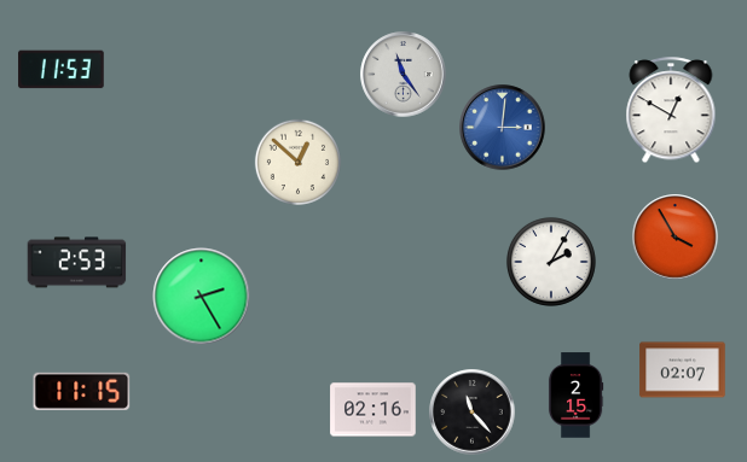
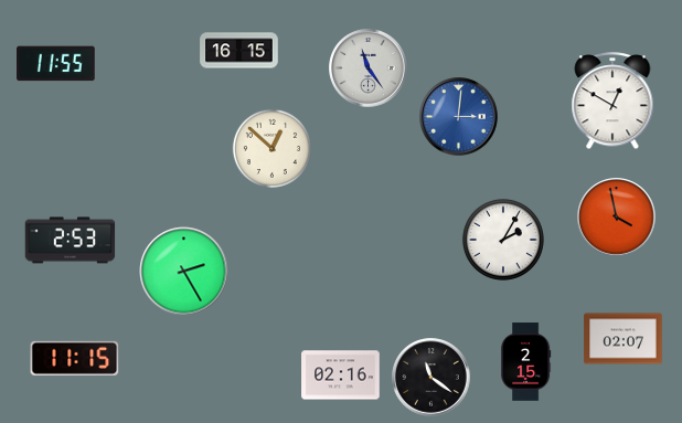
clock at (239, 51): none -> 16:15
clock at (62, 70): 11:53 -> 11:55
clock at (676, 238): 3:55 -> 3:58
clock at (473, 413): 11:23 -> 11:21
